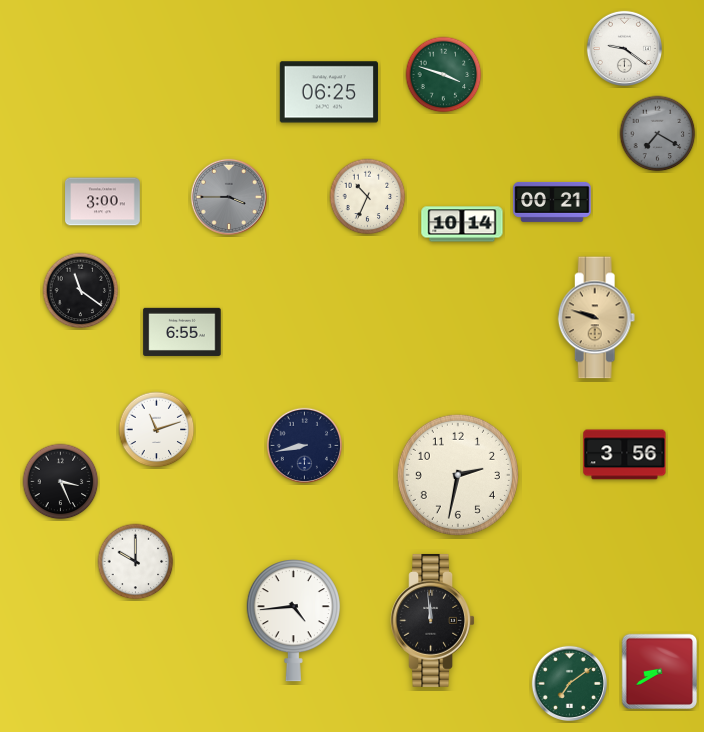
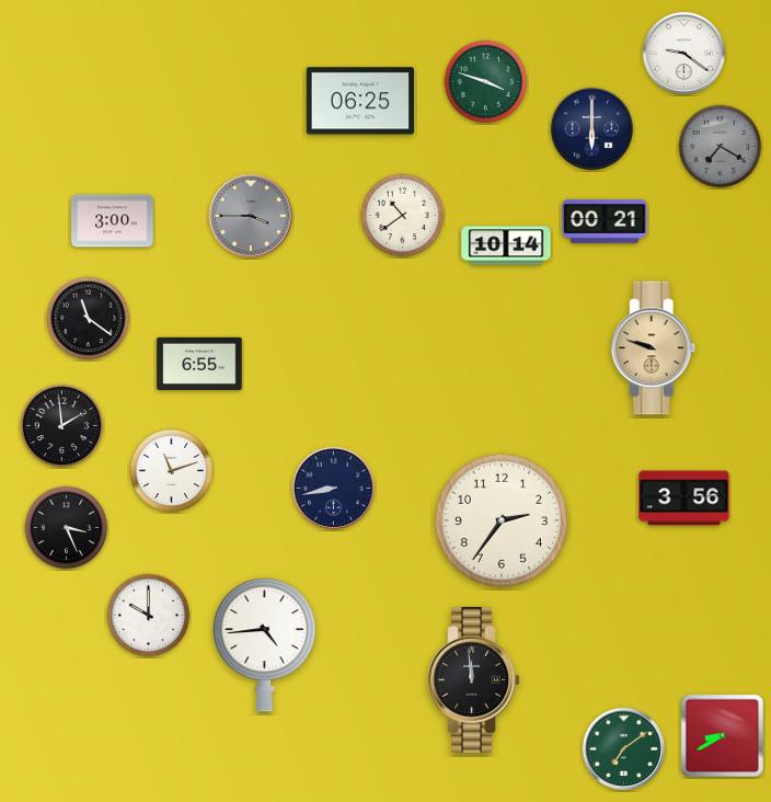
clock at (591, 128): none -> 6:00
clock at (368, 197): 10:34 -> 10:39
clock at (62, 426): none -> 1:59
clock at (458, 475): 2:32 -> 2:36
clock at (293, 621) position: (293, 621) -> (264, 645)
